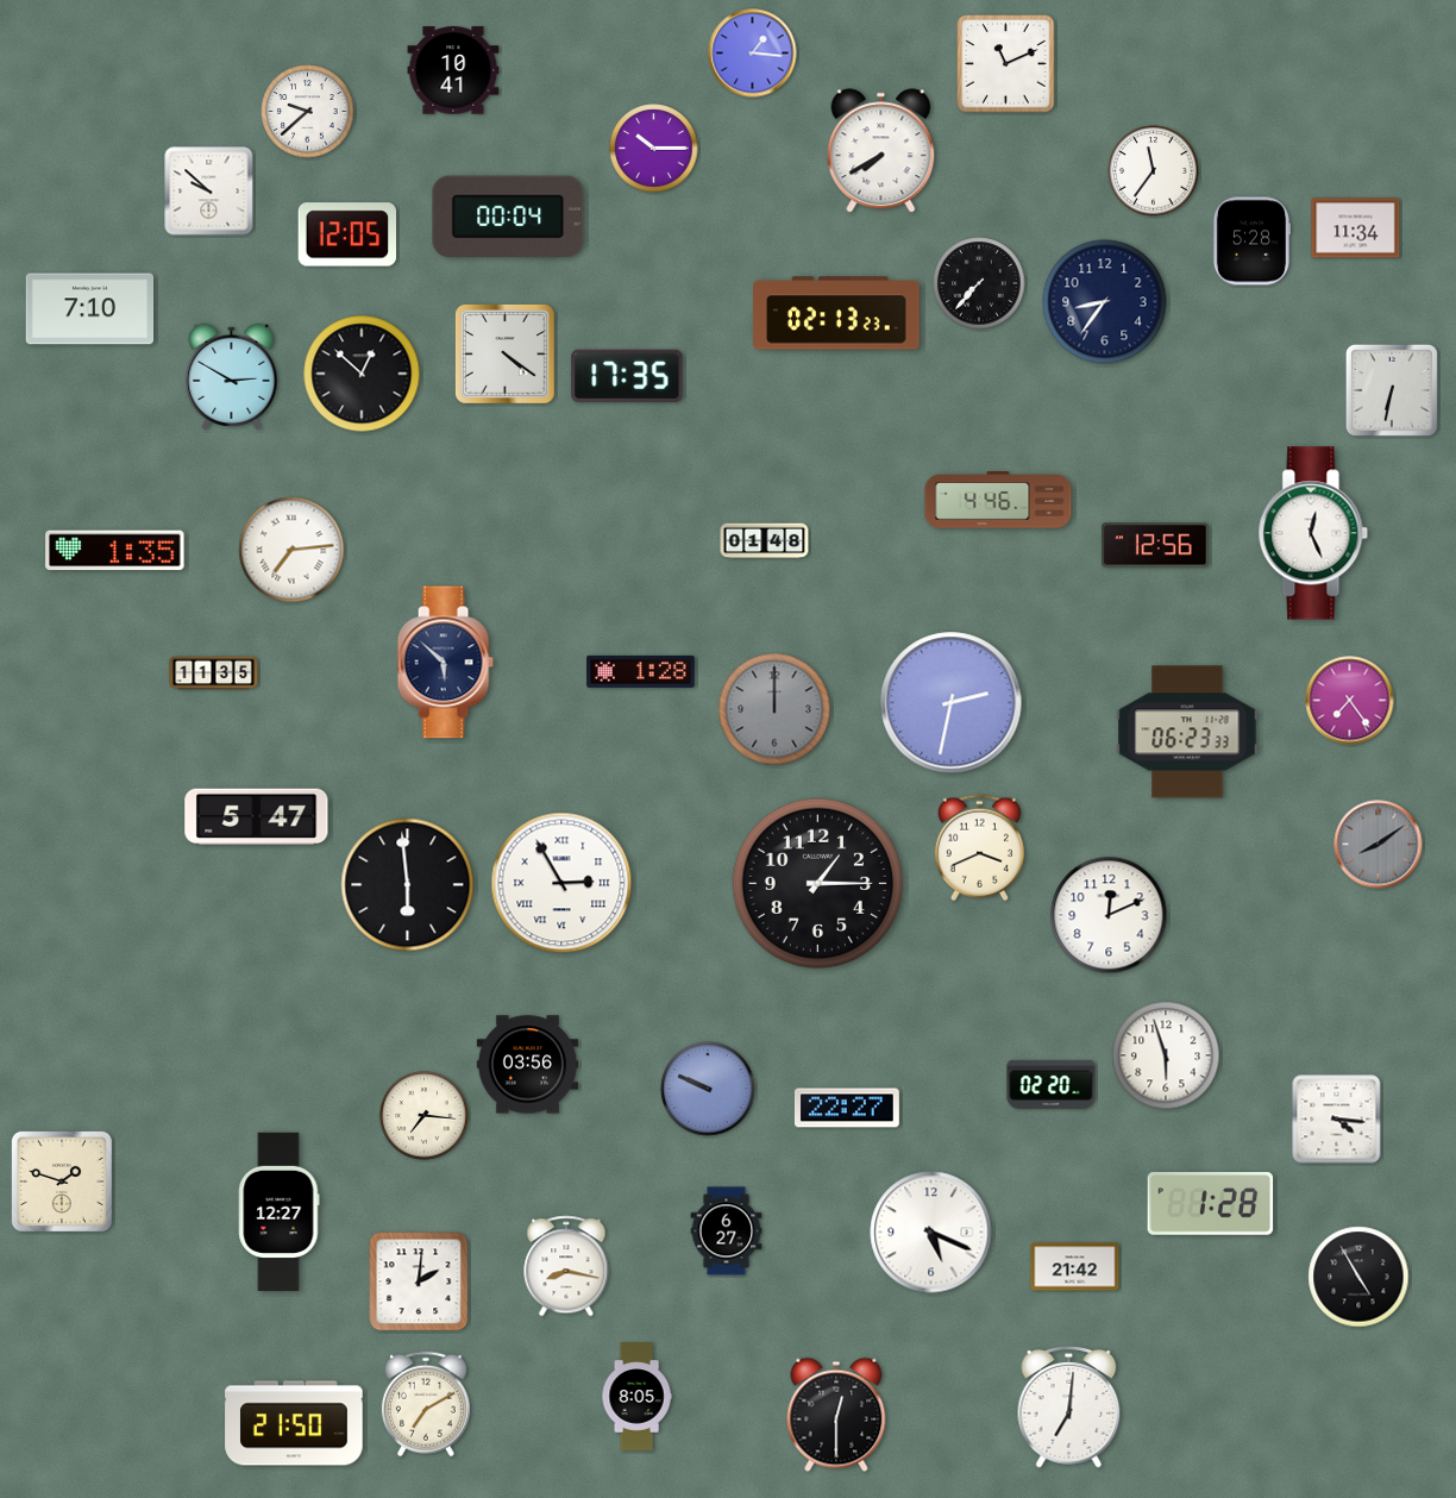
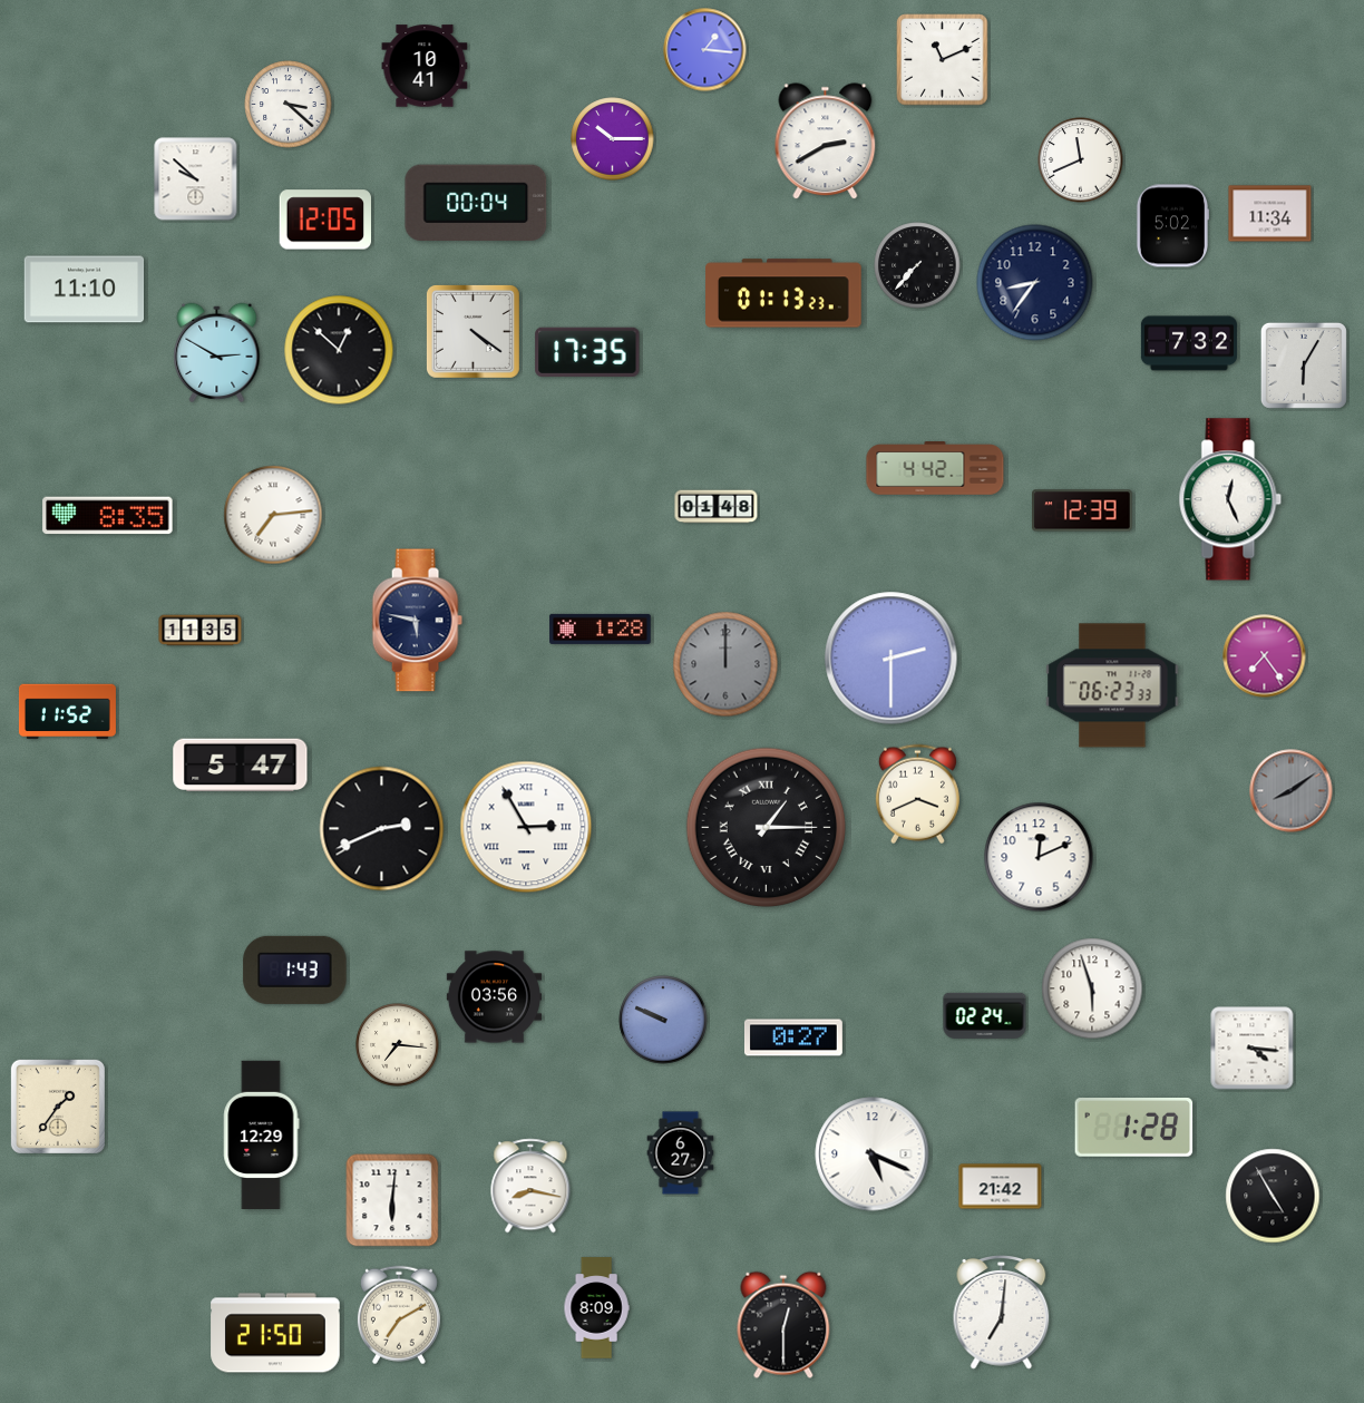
clock at (308, 112): 9:38 -> 3:22
clock at (881, 151): 7:40 -> 2:40
clock at (1154, 171): 11:36 -> 11:41
clock at (1250, 242): 5:28 -> 5:02
clock at (90, 309): 7:10 -> 11:10
clock at (836, 313): 02:13 -> 01:13
clock at (1189, 343): none -> 7:32
clock at (1392, 390): 6:32 -> 6:05
clock at (998, 500): 4:46 -> 4:42
clock at (1156, 545): 12:56 -> 12:39
clock at (115, 551): 1:35 -> 8:35
clock at (445, 663): 5:52 -> 5:47
clock at (952, 703): 2:32 -> 2:30
clock at (67, 712): none -> 11:52
clock at (817, 884) numerals: Arabic -> Roman
clock at (408, 885): 5:59 -> 2:41
clock at (295, 970): none -> 1:43
clock at (1052, 1084): 02:20 -> 02:24
clock at (847, 1108): 22:27 -> 0:27
clock at (62, 1182): 1:48 -> 1:36
clock at (280, 1211): 12:27 -> 12:29
clock at (1075, 1267) position: (1075, 1267) -> (1001, 1187)
clock at (419, 1281): 2:01 -> 6:01
clock at (636, 1397): 8:05 -> 8:09
clock at (1069, 1408) position: (1069, 1408) -> (1002, 1313)
